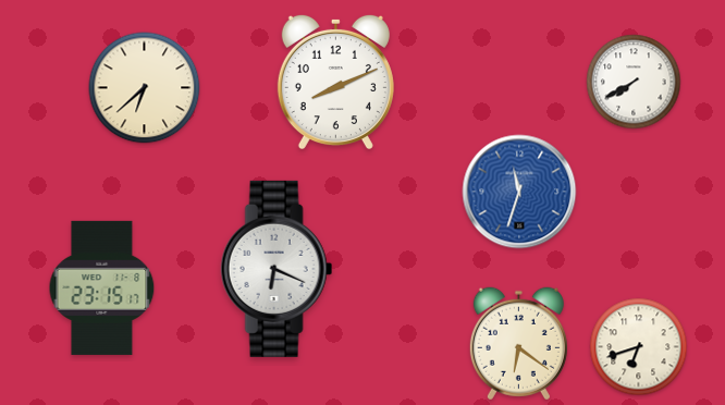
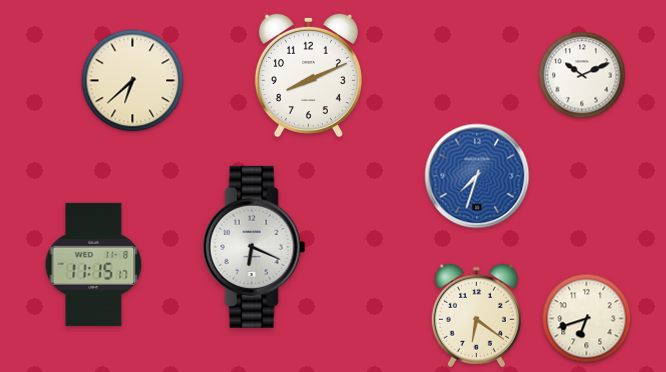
clock at (634, 82): 7:40 -> 10:11
clock at (519, 192): 11:33 -> 7:33
clock at (102, 287): 23:15 -> 11:15
